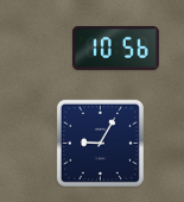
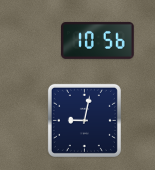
clock at (100, 143): 9:05 -> 9:02
